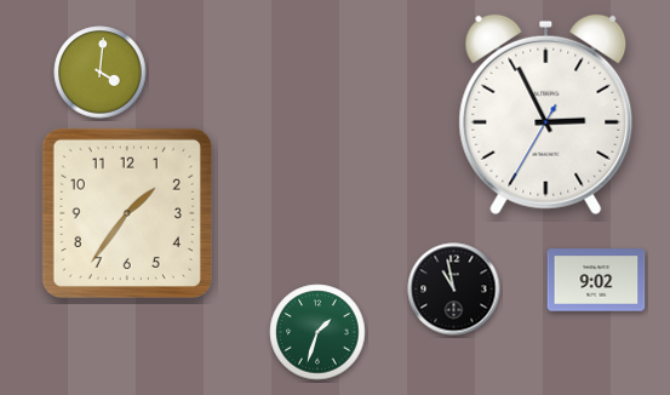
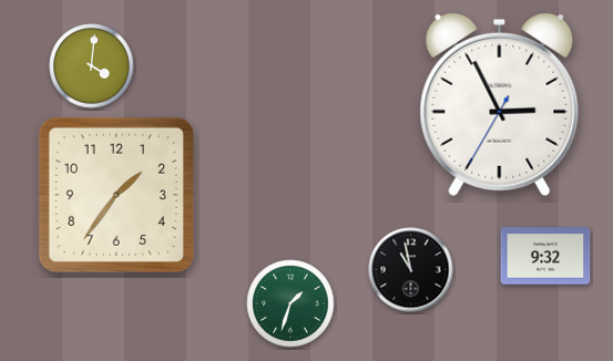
clock at (596, 280): 9:02 -> 9:32
clock at (454, 290) position: (454, 290) -> (411, 270)
